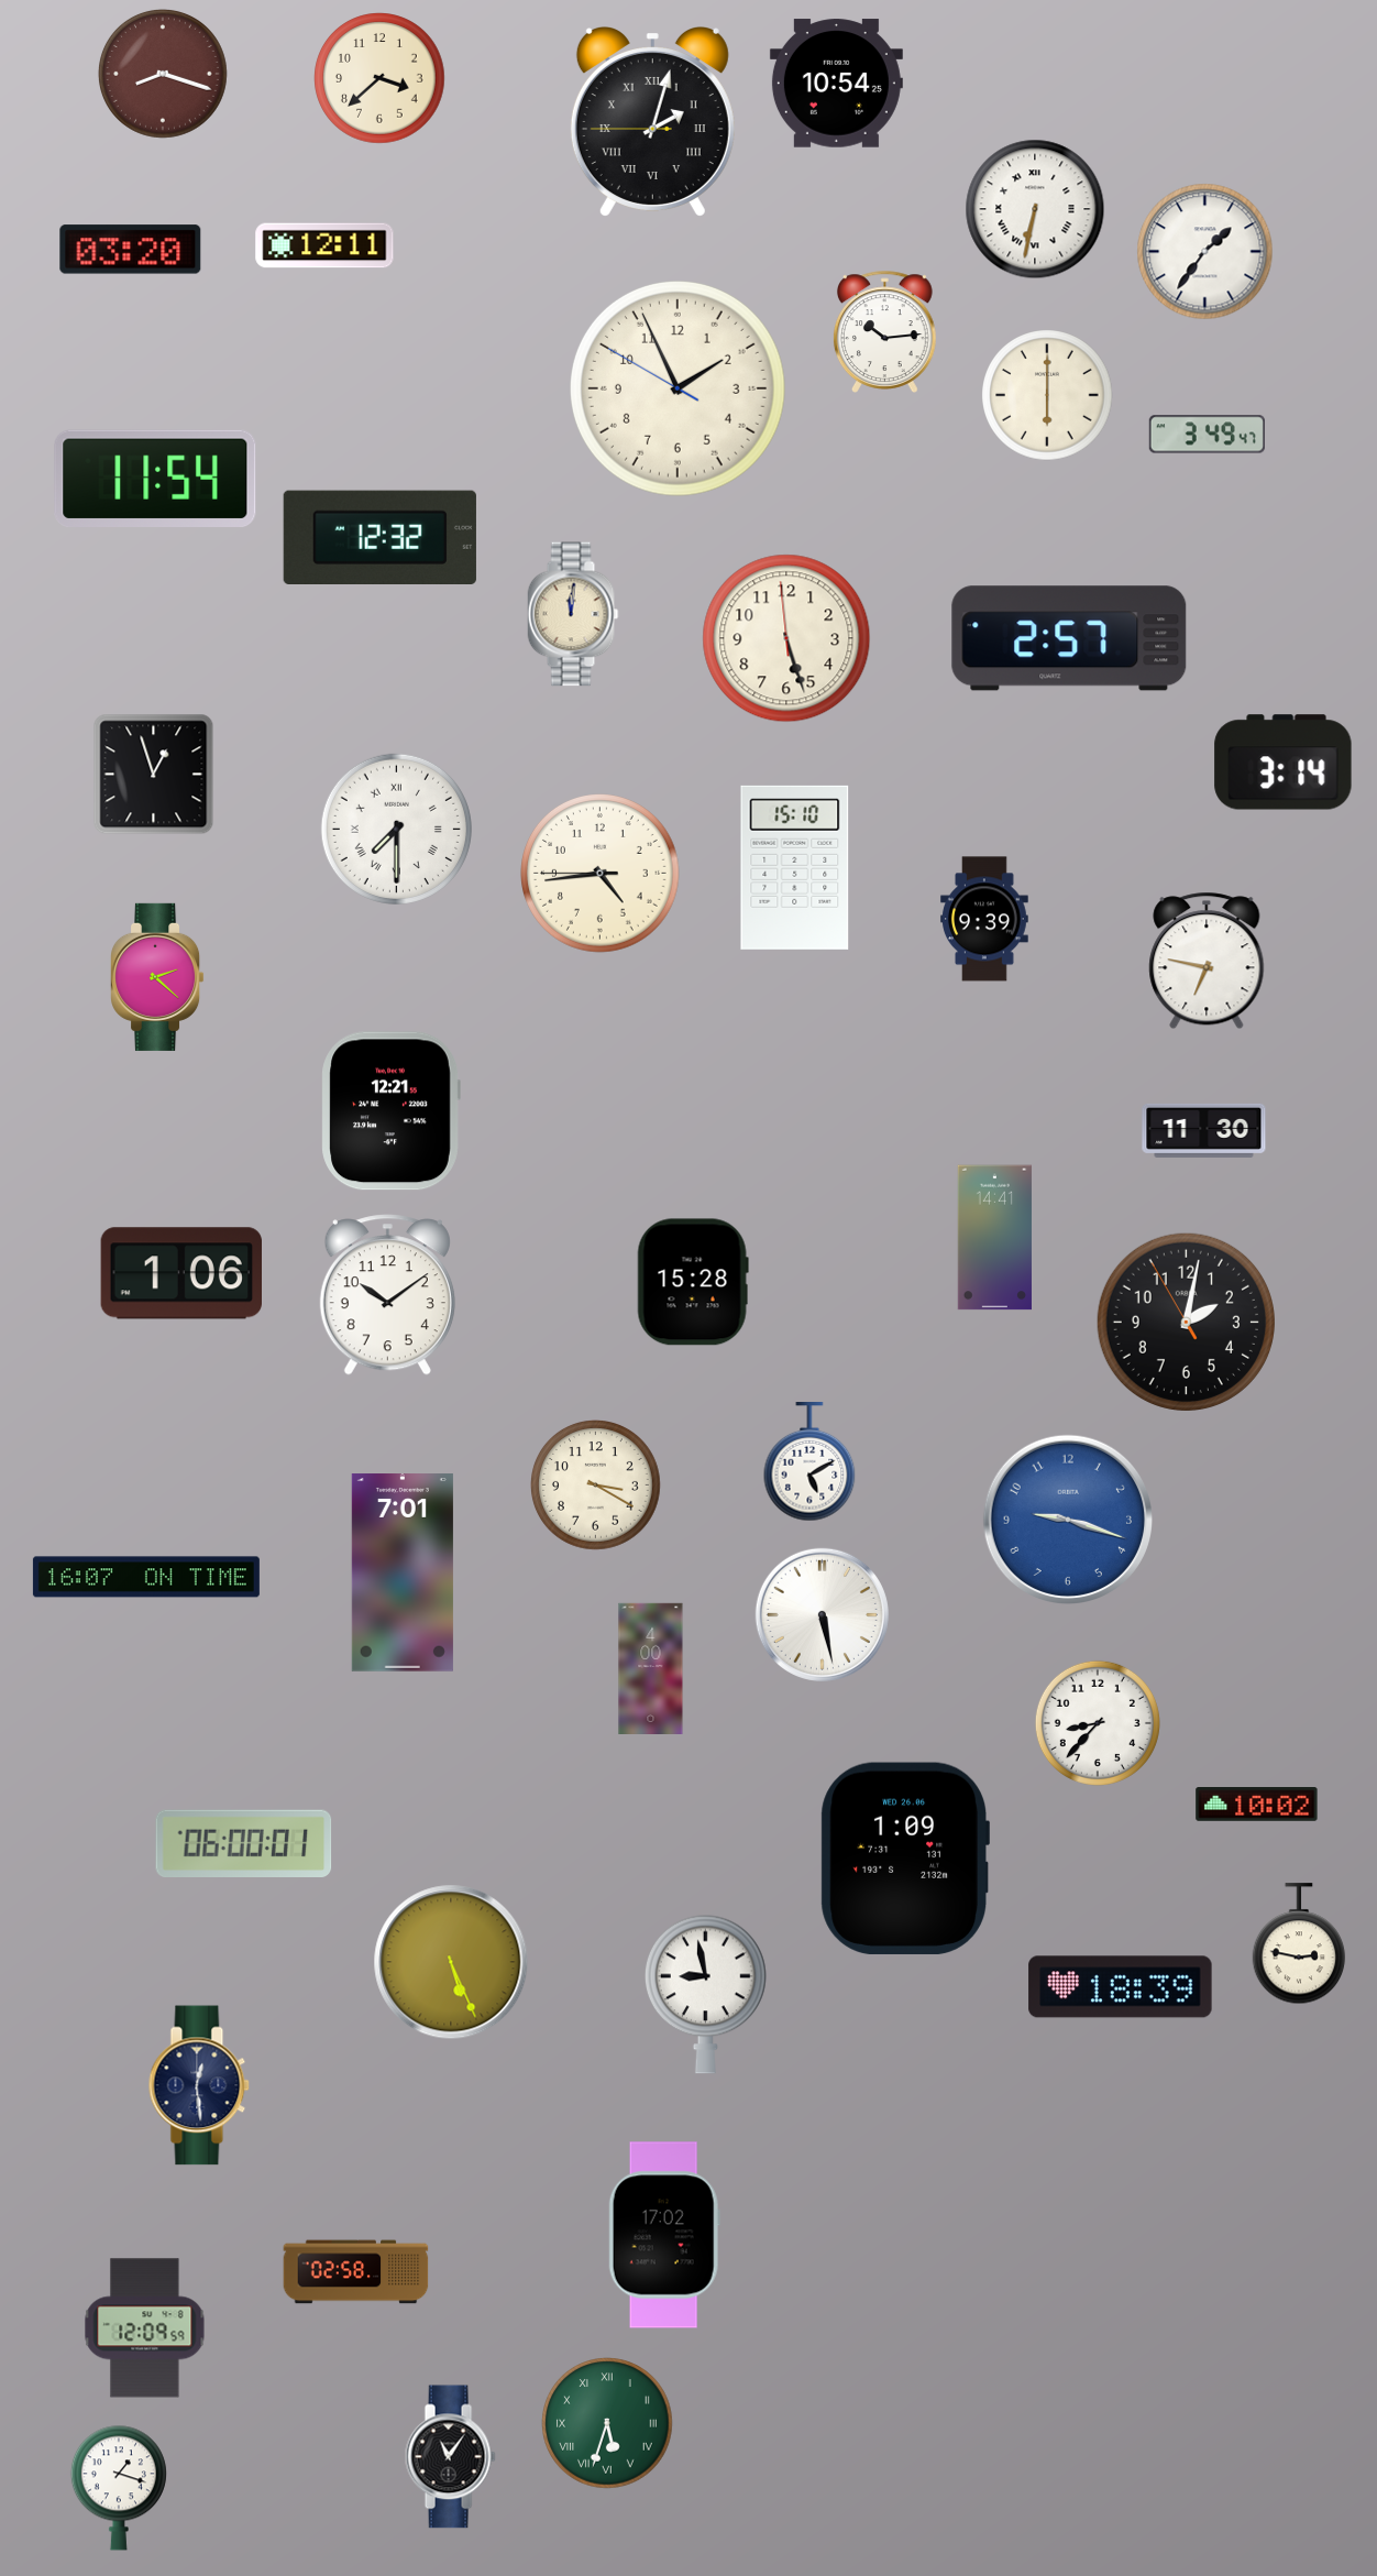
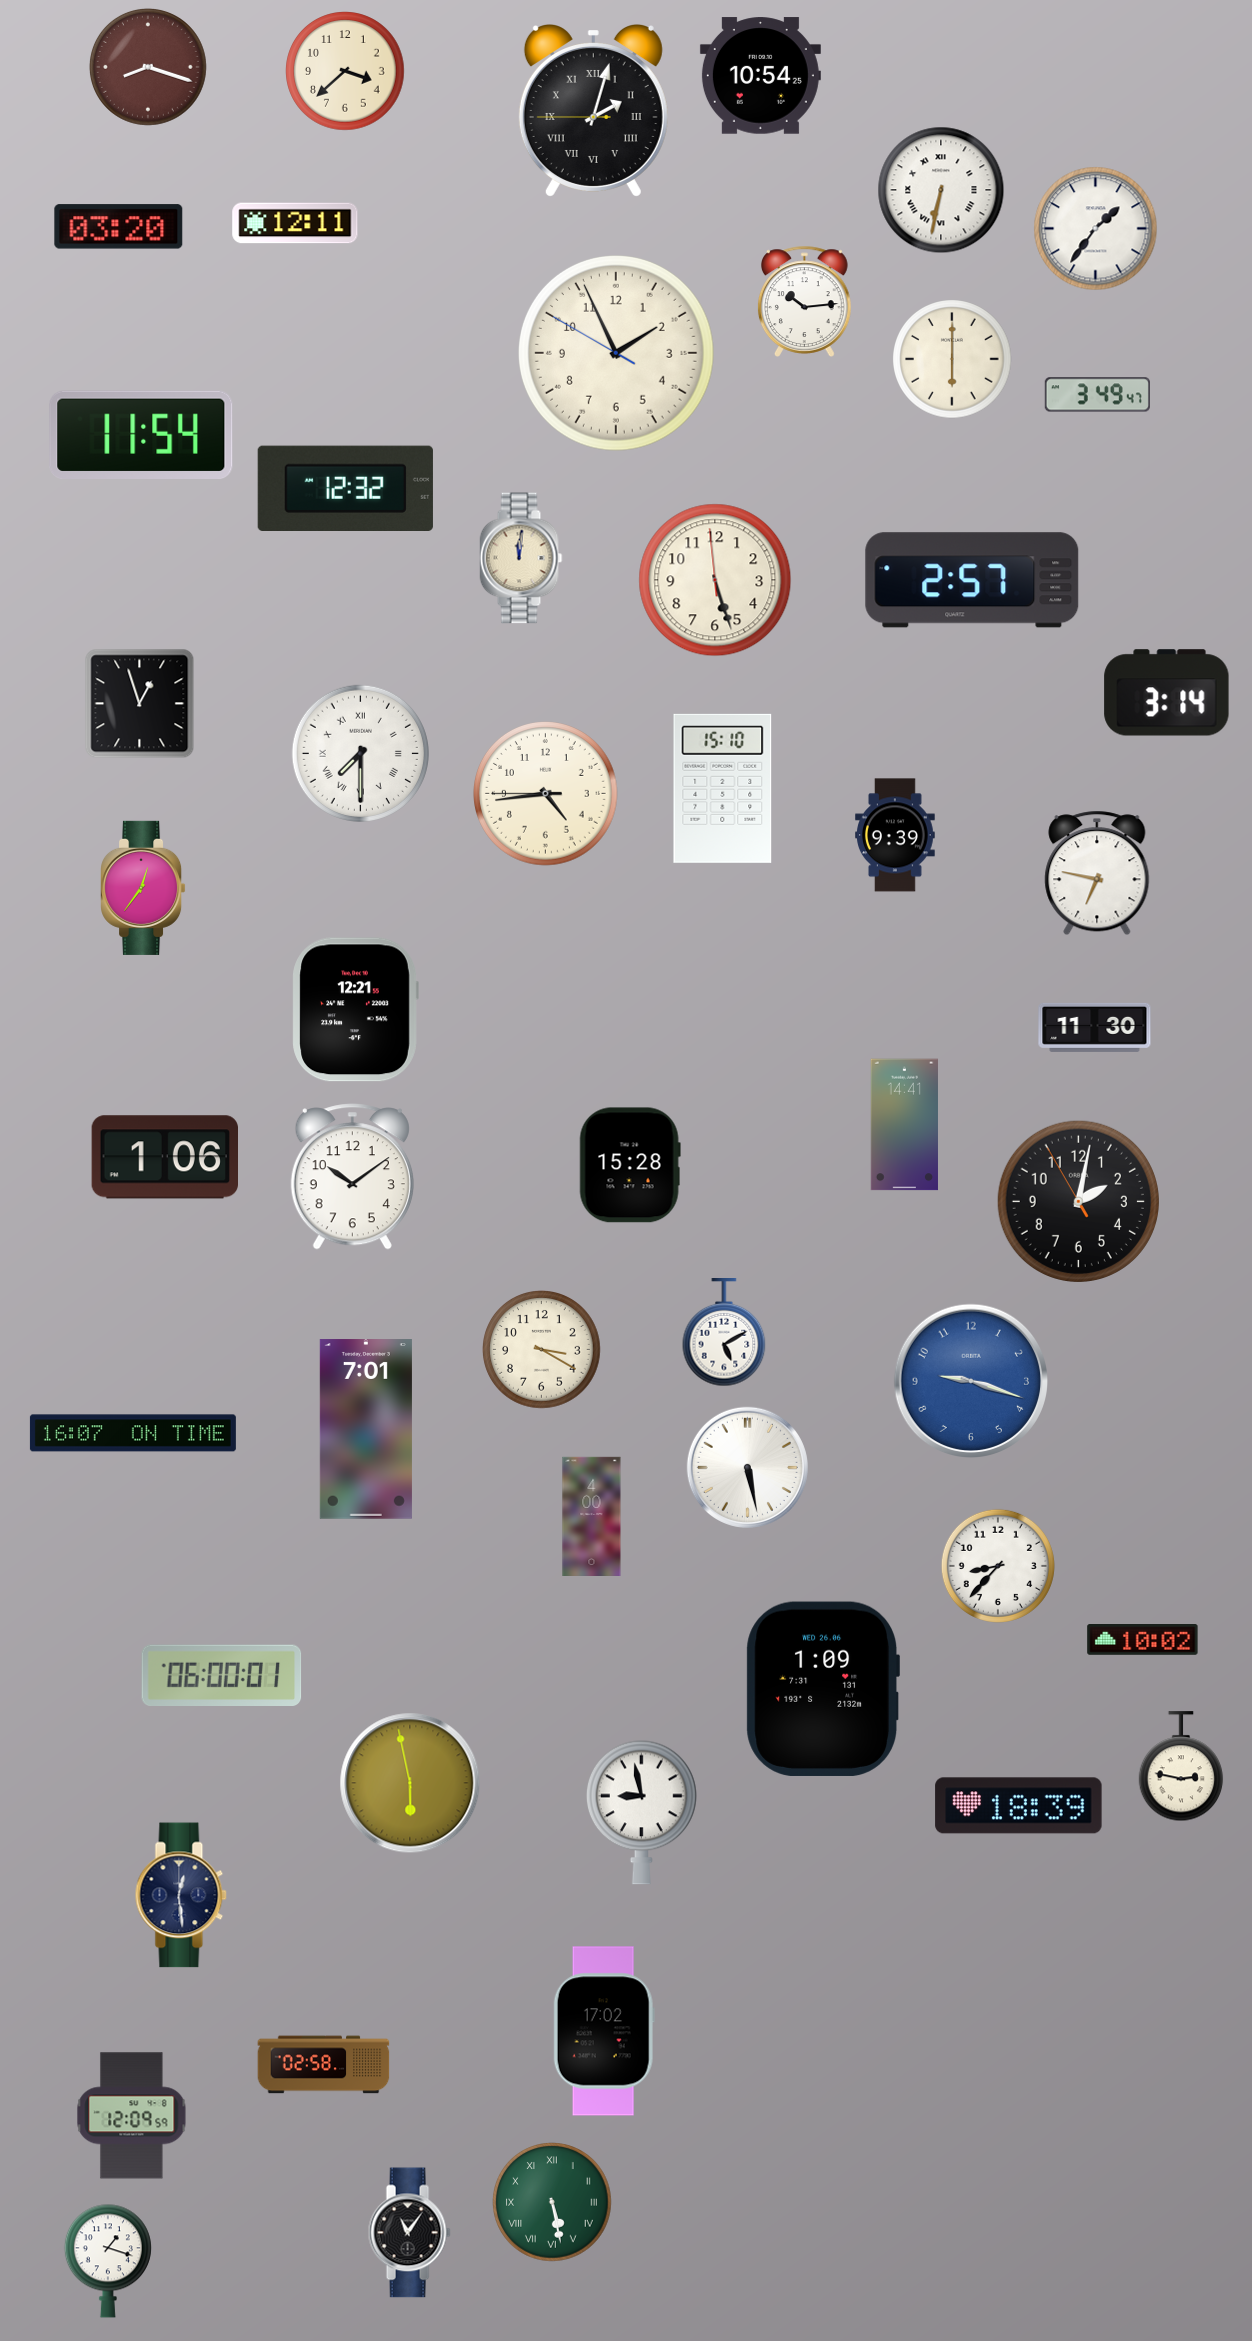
clock at (158, 977): 2:22 -> 12:36
clock at (809, 1462) position: (809, 1462) -> (724, 1333)
clock at (451, 1962): 5:26 -> 5:58
clock at (607, 2423): 5:33 -> 5:28
